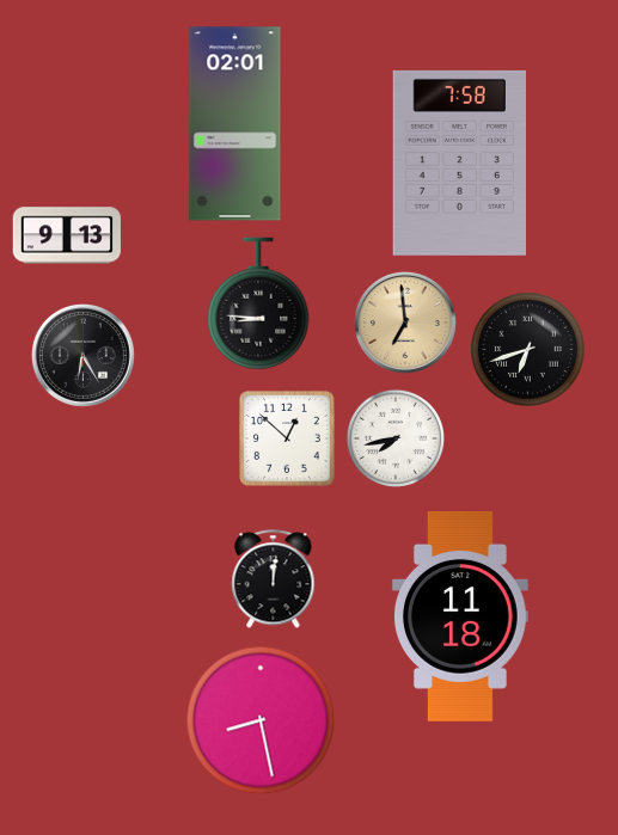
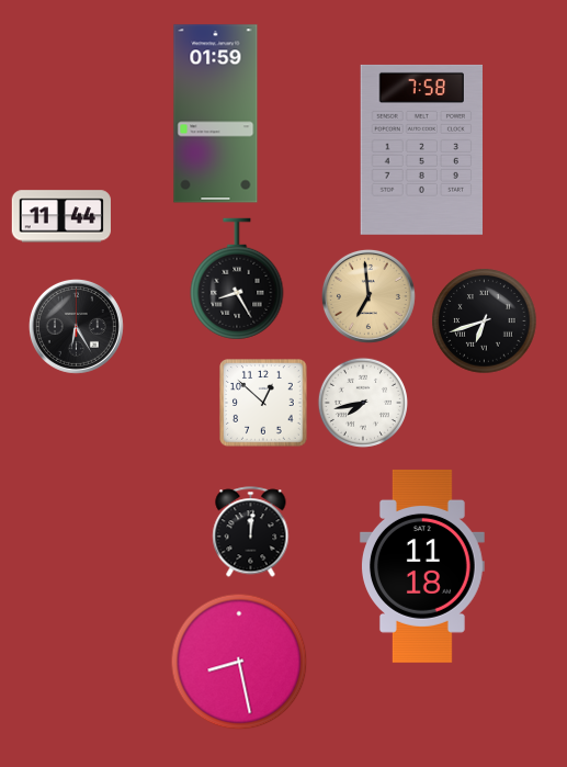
clock at (235, 124): 02:01 -> 01:59
clock at (67, 235): 9:13 -> 11:44
clock at (258, 303): 8:46 -> 8:25
clock at (405, 323) position: (405, 323) -> (368, 296)
